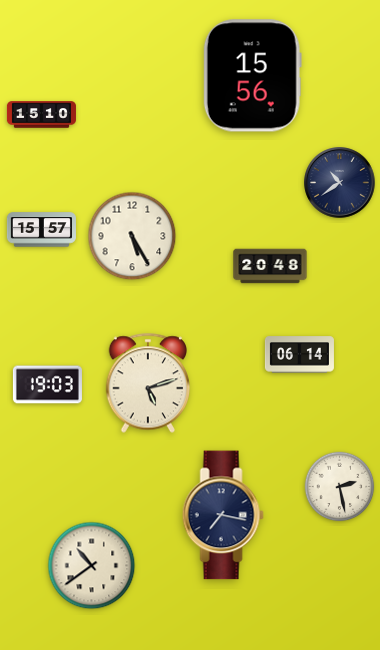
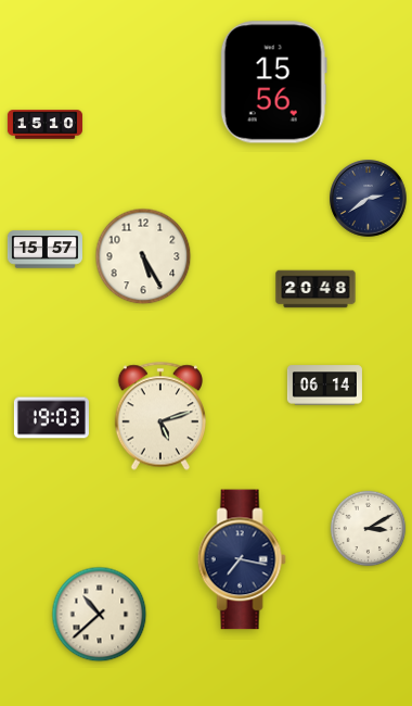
clock at (340, 183): 10:39 -> 2:39
clock at (270, 266) position: (270, 266) -> (316, 289)
clock at (340, 487): 2:28 -> 3:10
clock at (92, 566): 10:39 -> 10:38
